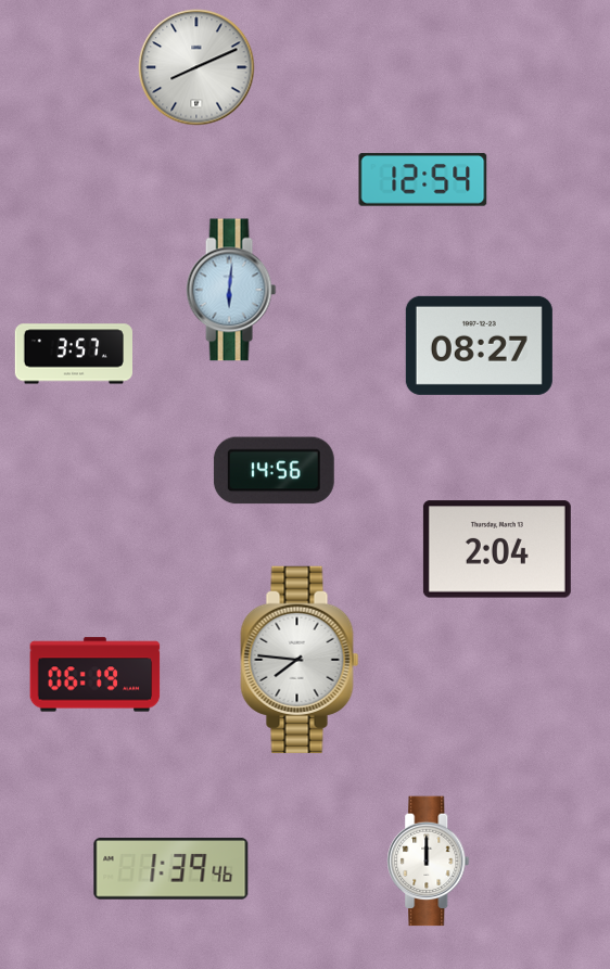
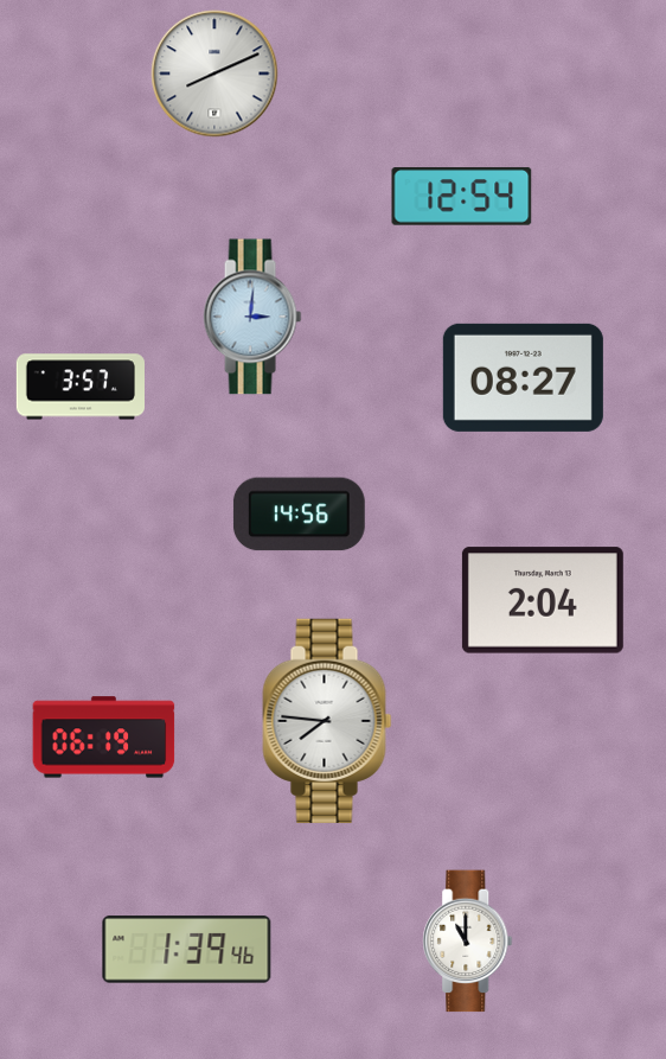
clock at (231, 290): 6:01 -> 3:01
clock at (429, 862): 12:00 -> 11:00
